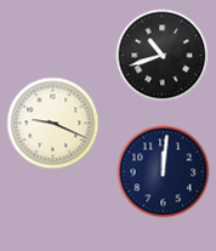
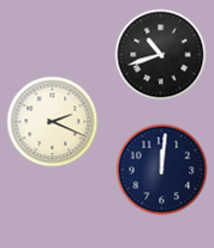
clock at (53, 124): 9:19 -> 2:19
